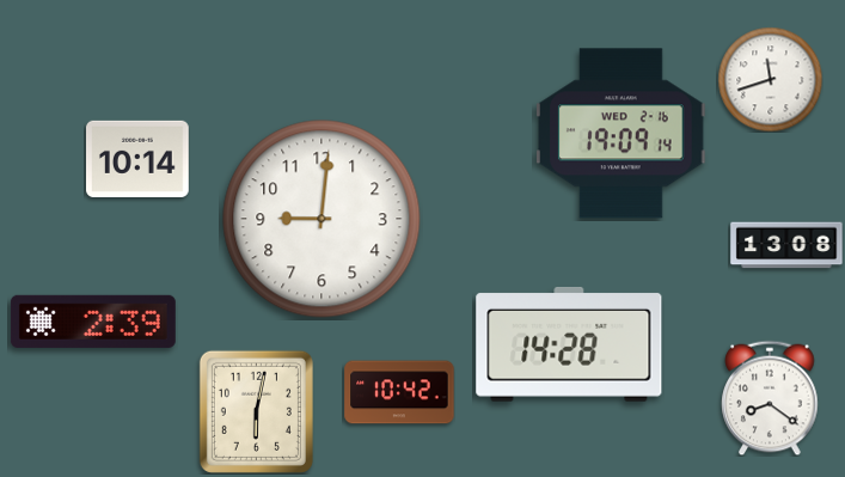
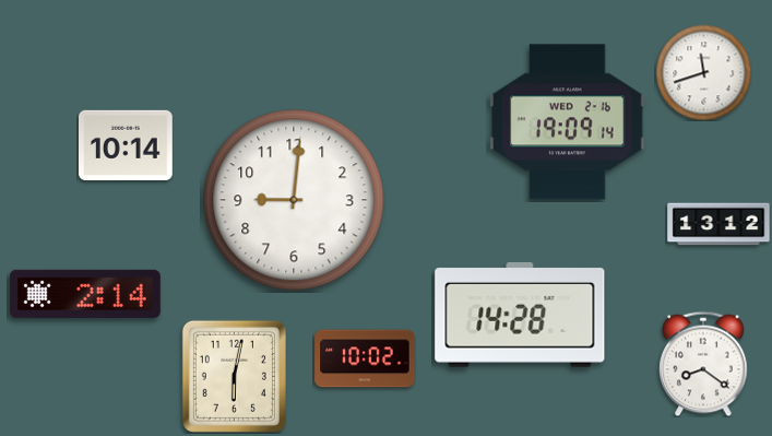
clock at (786, 245): 13:08 -> 13:12
clock at (93, 322): 2:39 -> 2:14
clock at (399, 392): 10:42 -> 10:02
